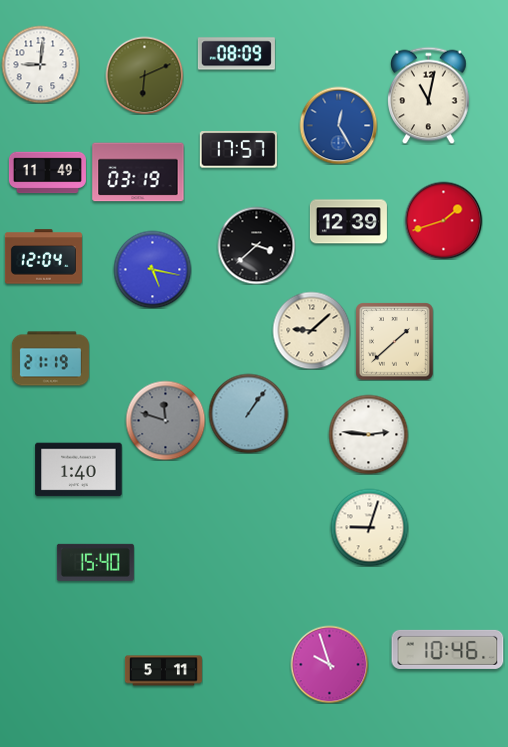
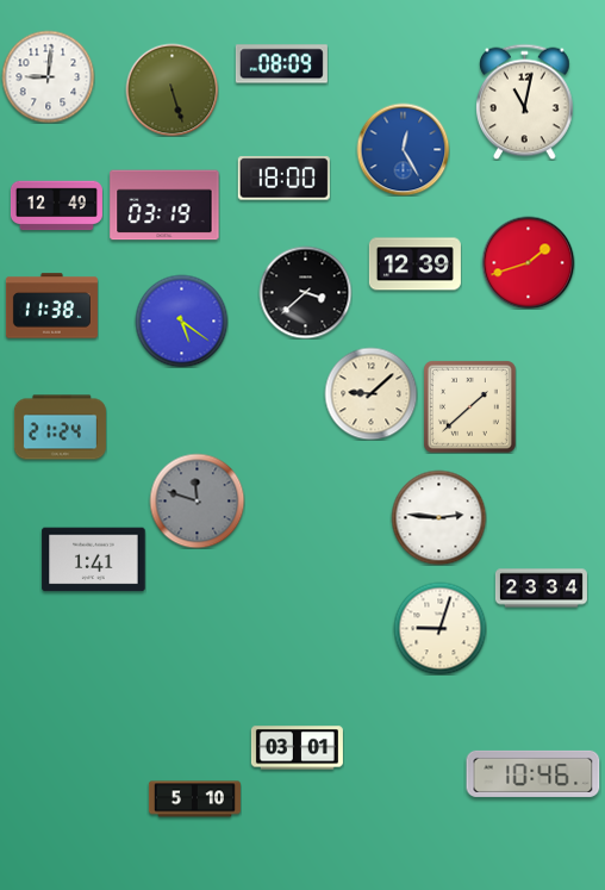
clock at (144, 75): 6:11 -> 5:27
clock at (429, 95) position: (429, 95) -> (525, 101)
clock at (238, 150): 17:57 -> 18:00
clock at (47, 173): 11:49 -> 12:49
clock at (43, 257): 12:04 -> 11:38
clock at (152, 269): 5:17 -> 5:21
clock at (50, 359): 21:19 -> 21:24
clock at (248, 413): 1:06 -> none
clock at (79, 470): 1:40 -> 1:41
clock at (541, 589): none -> 23:34
clock at (95, 562): 15:40 -> none
clock at (297, 748): none -> 03:01
clock at (329, 664): 9:57 -> none
clock at (163, 671): 5:11 -> 5:10
